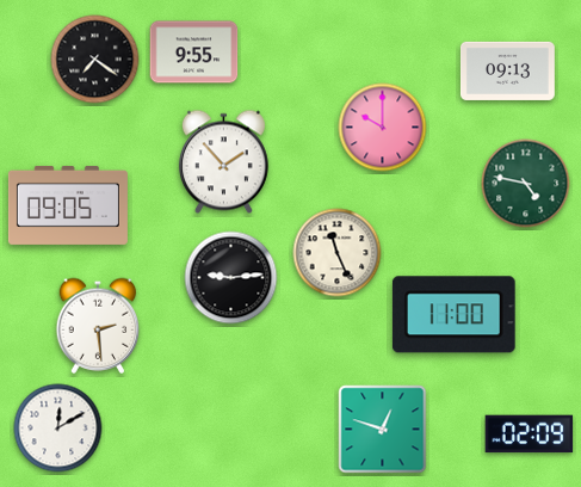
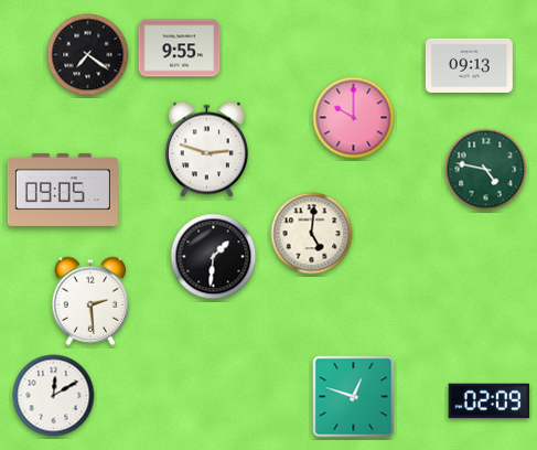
clock at (223, 162): 1:53 -> 2:48
clock at (338, 253): 11:26 -> 5:01
clock at (231, 278): 9:14 -> 1:31
clock at (453, 315): 11:00 -> none
